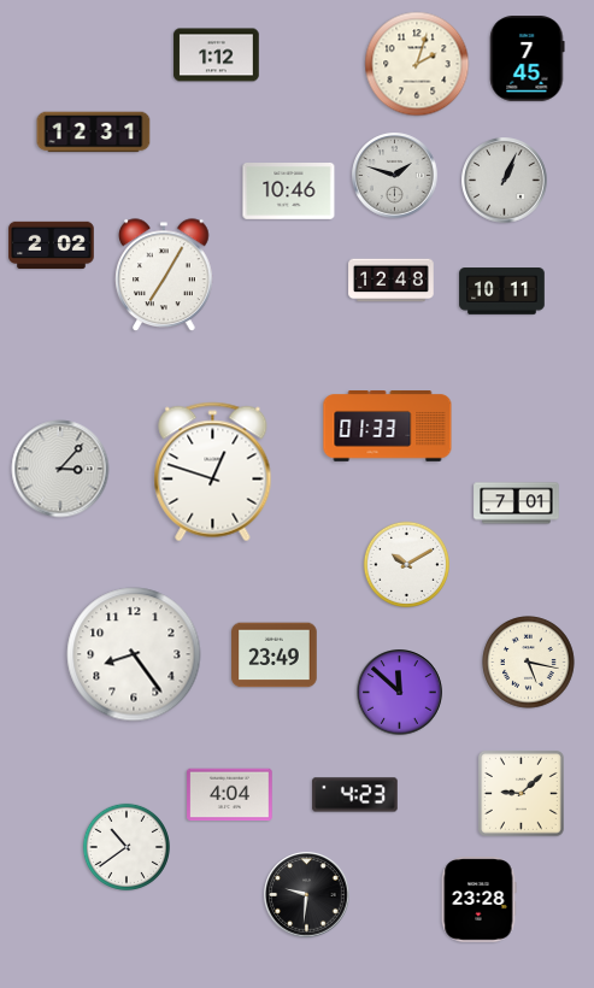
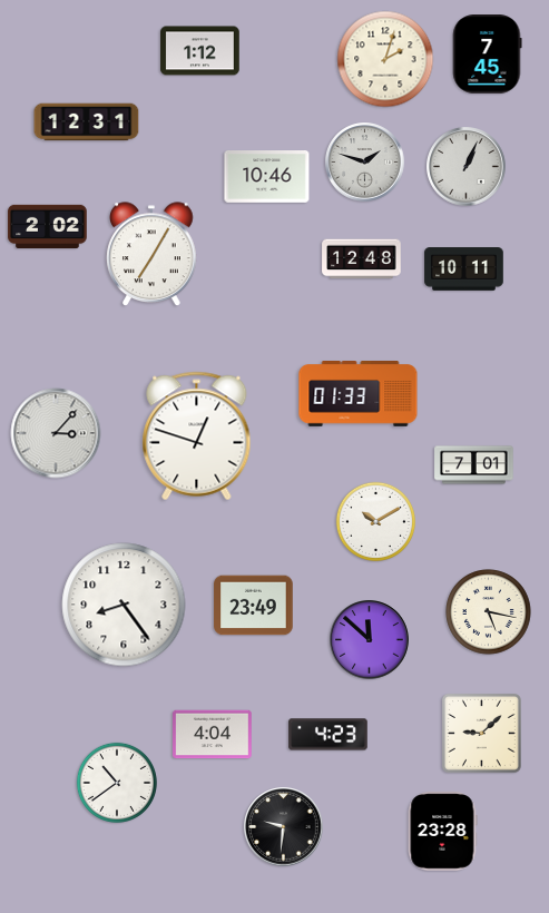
clock at (517, 504) position: (517, 504) -> (474, 465)
